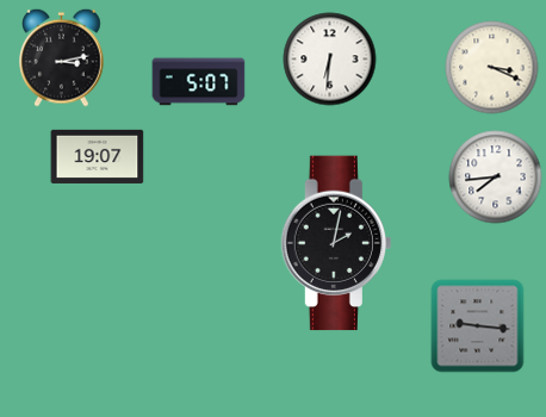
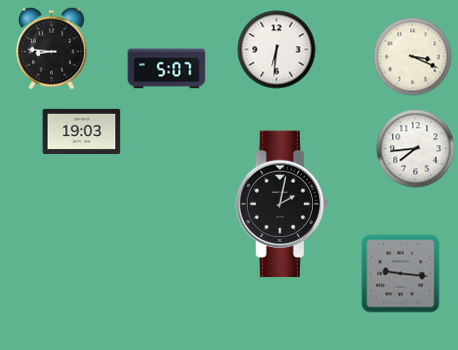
clock at (62, 57): 3:13 -> 8:46
clock at (97, 156): 19:07 -> 19:03
